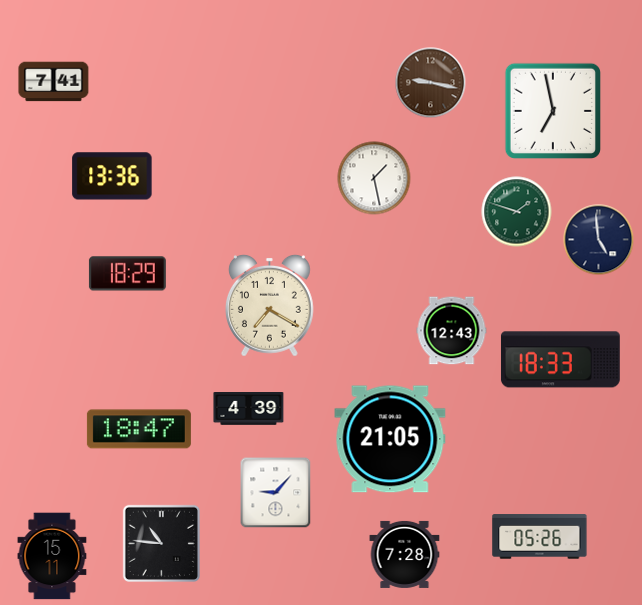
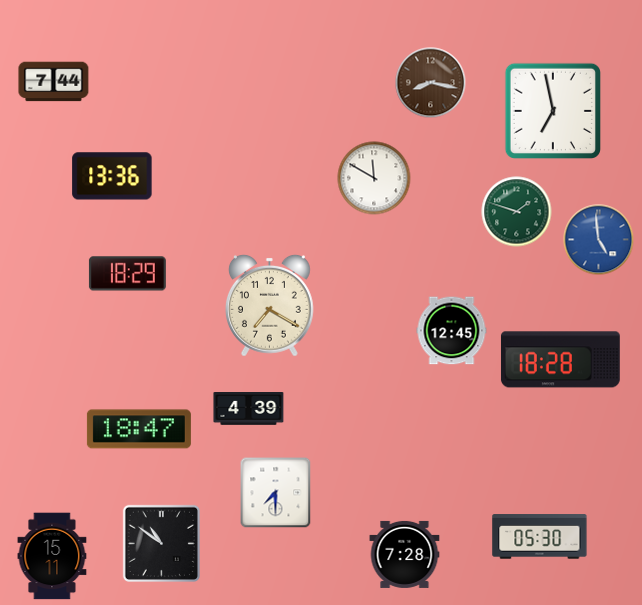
clock at (54, 82): 7:41 -> 7:44
clock at (431, 83): 9:17 -> 8:17
clock at (374, 178): 1:28 -> 11:50
clock at (599, 240) dial: navy -> blue
clock at (452, 331): 12:43 -> 12:45
clock at (560, 360): 18:33 -> 18:28
clock at (390, 439): 21:05 -> none
clock at (276, 493): 9:07 -> 7:30
clock at (540, 537): 05:26 -> 05:30
clock at (161, 543): 10:46 -> 10:51
